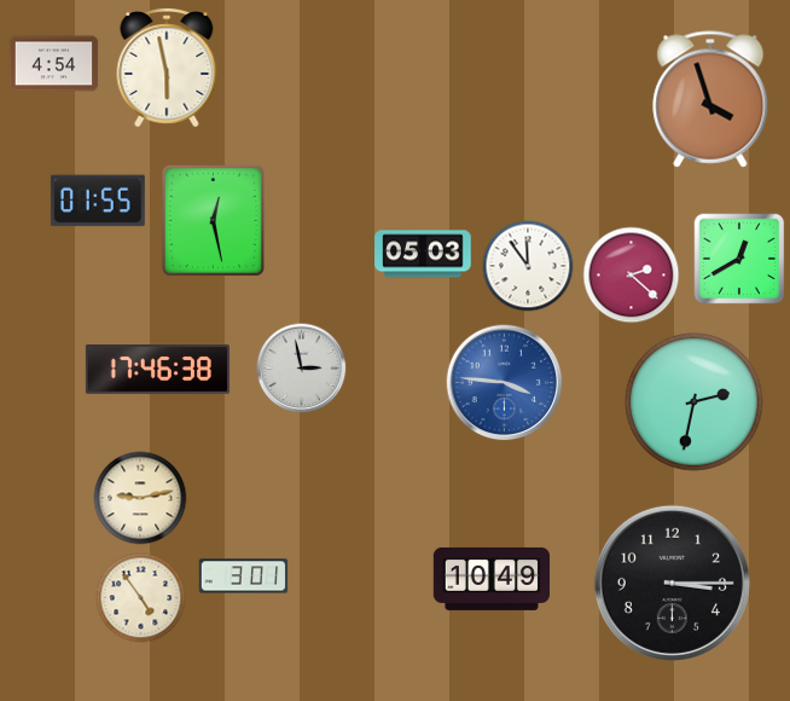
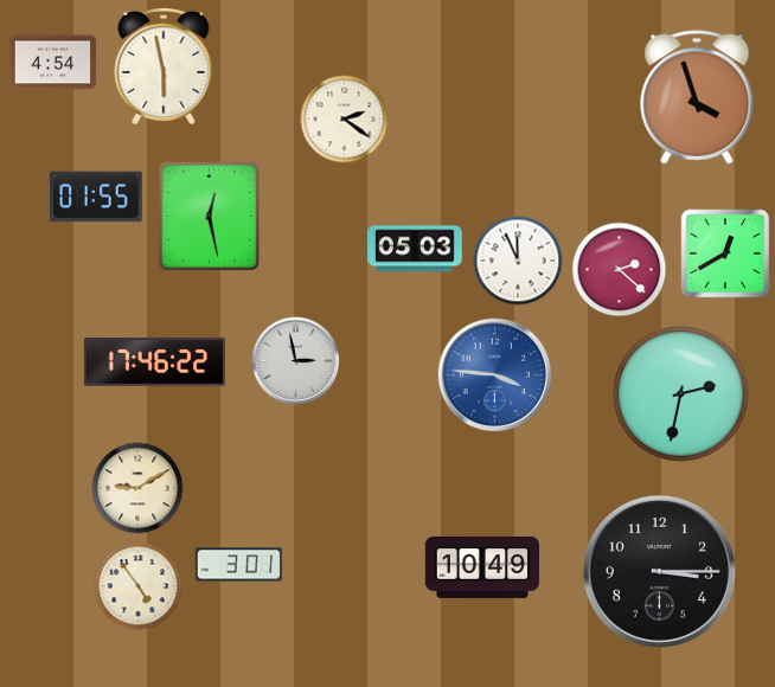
clock at (345, 120): none -> 2:21
clock at (528, 266): 11:54 -> 11:56
clock at (157, 370): 17:46:38 -> 17:46:22
clock at (140, 498): 9:13 -> 9:10
